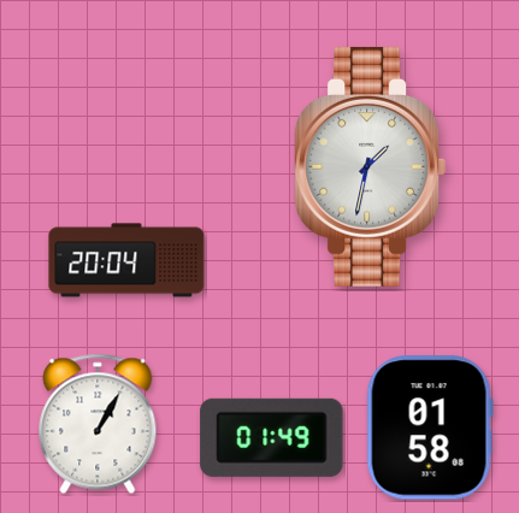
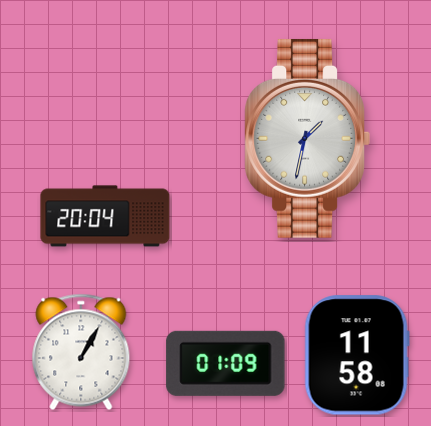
clock at (430, 427): 01:58 -> 11:58
clock at (272, 437): 01:49 -> 01:09
